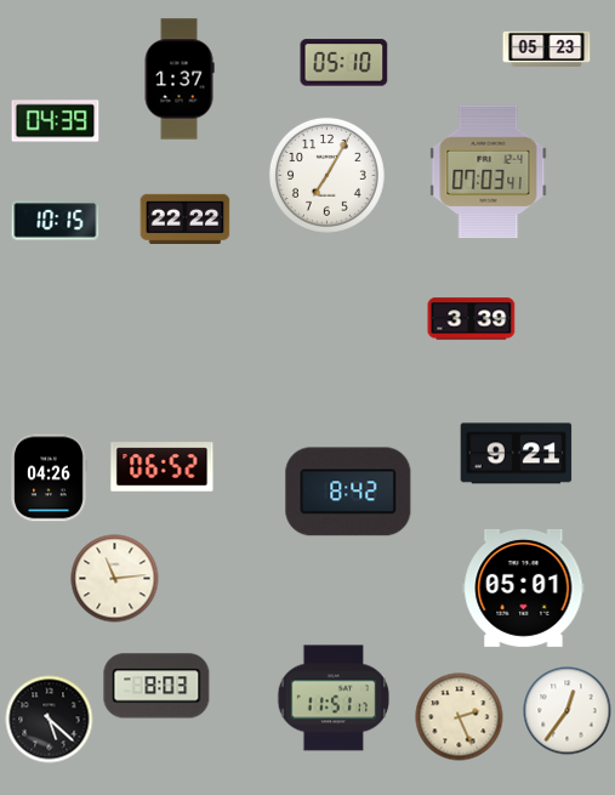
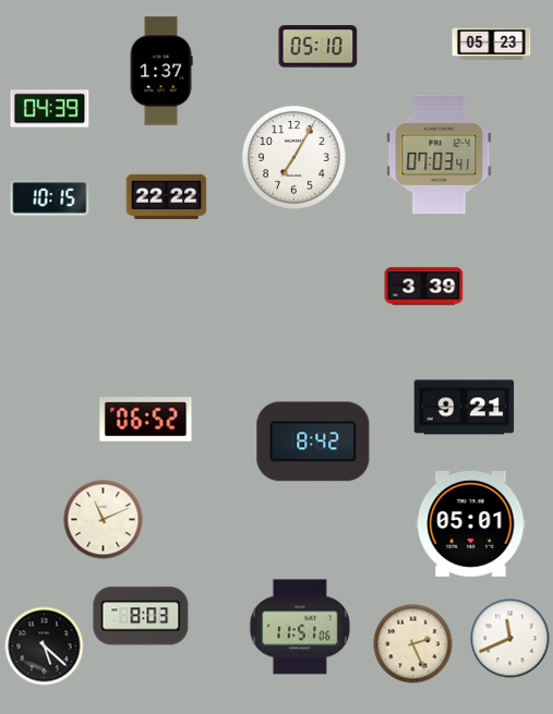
clock at (344, 63) position: (344, 63) -> (318, 47)
clock at (49, 478): 04:26 -> none
clock at (115, 579): 11:14 -> 11:11
clock at (524, 587) position: (524, 587) -> (471, 523)
clock at (334, 698): 11:51:17 -> 11:51:06
clock at (568, 711): 12:36 -> 11:41
